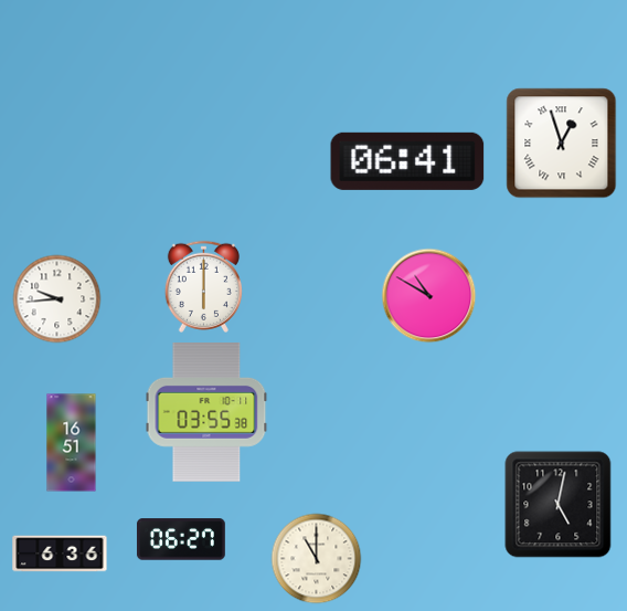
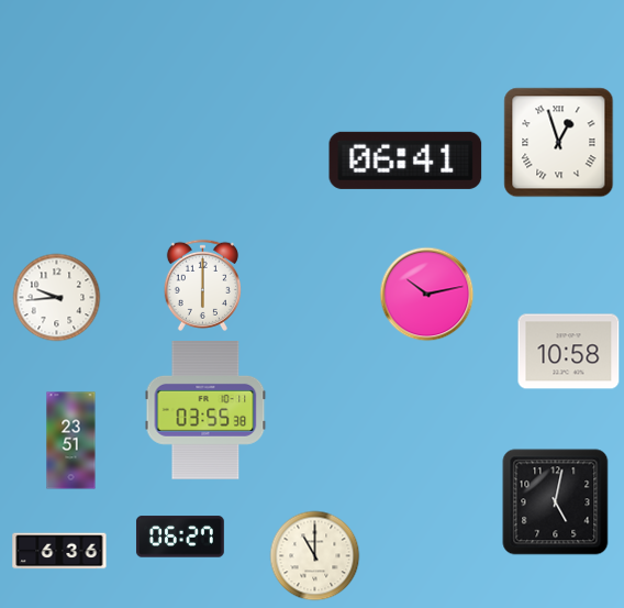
clock at (429, 296): 10:50 -> 10:13
clock at (569, 352): none -> 10:58
clock at (72, 443): 16:51 -> 23:51
